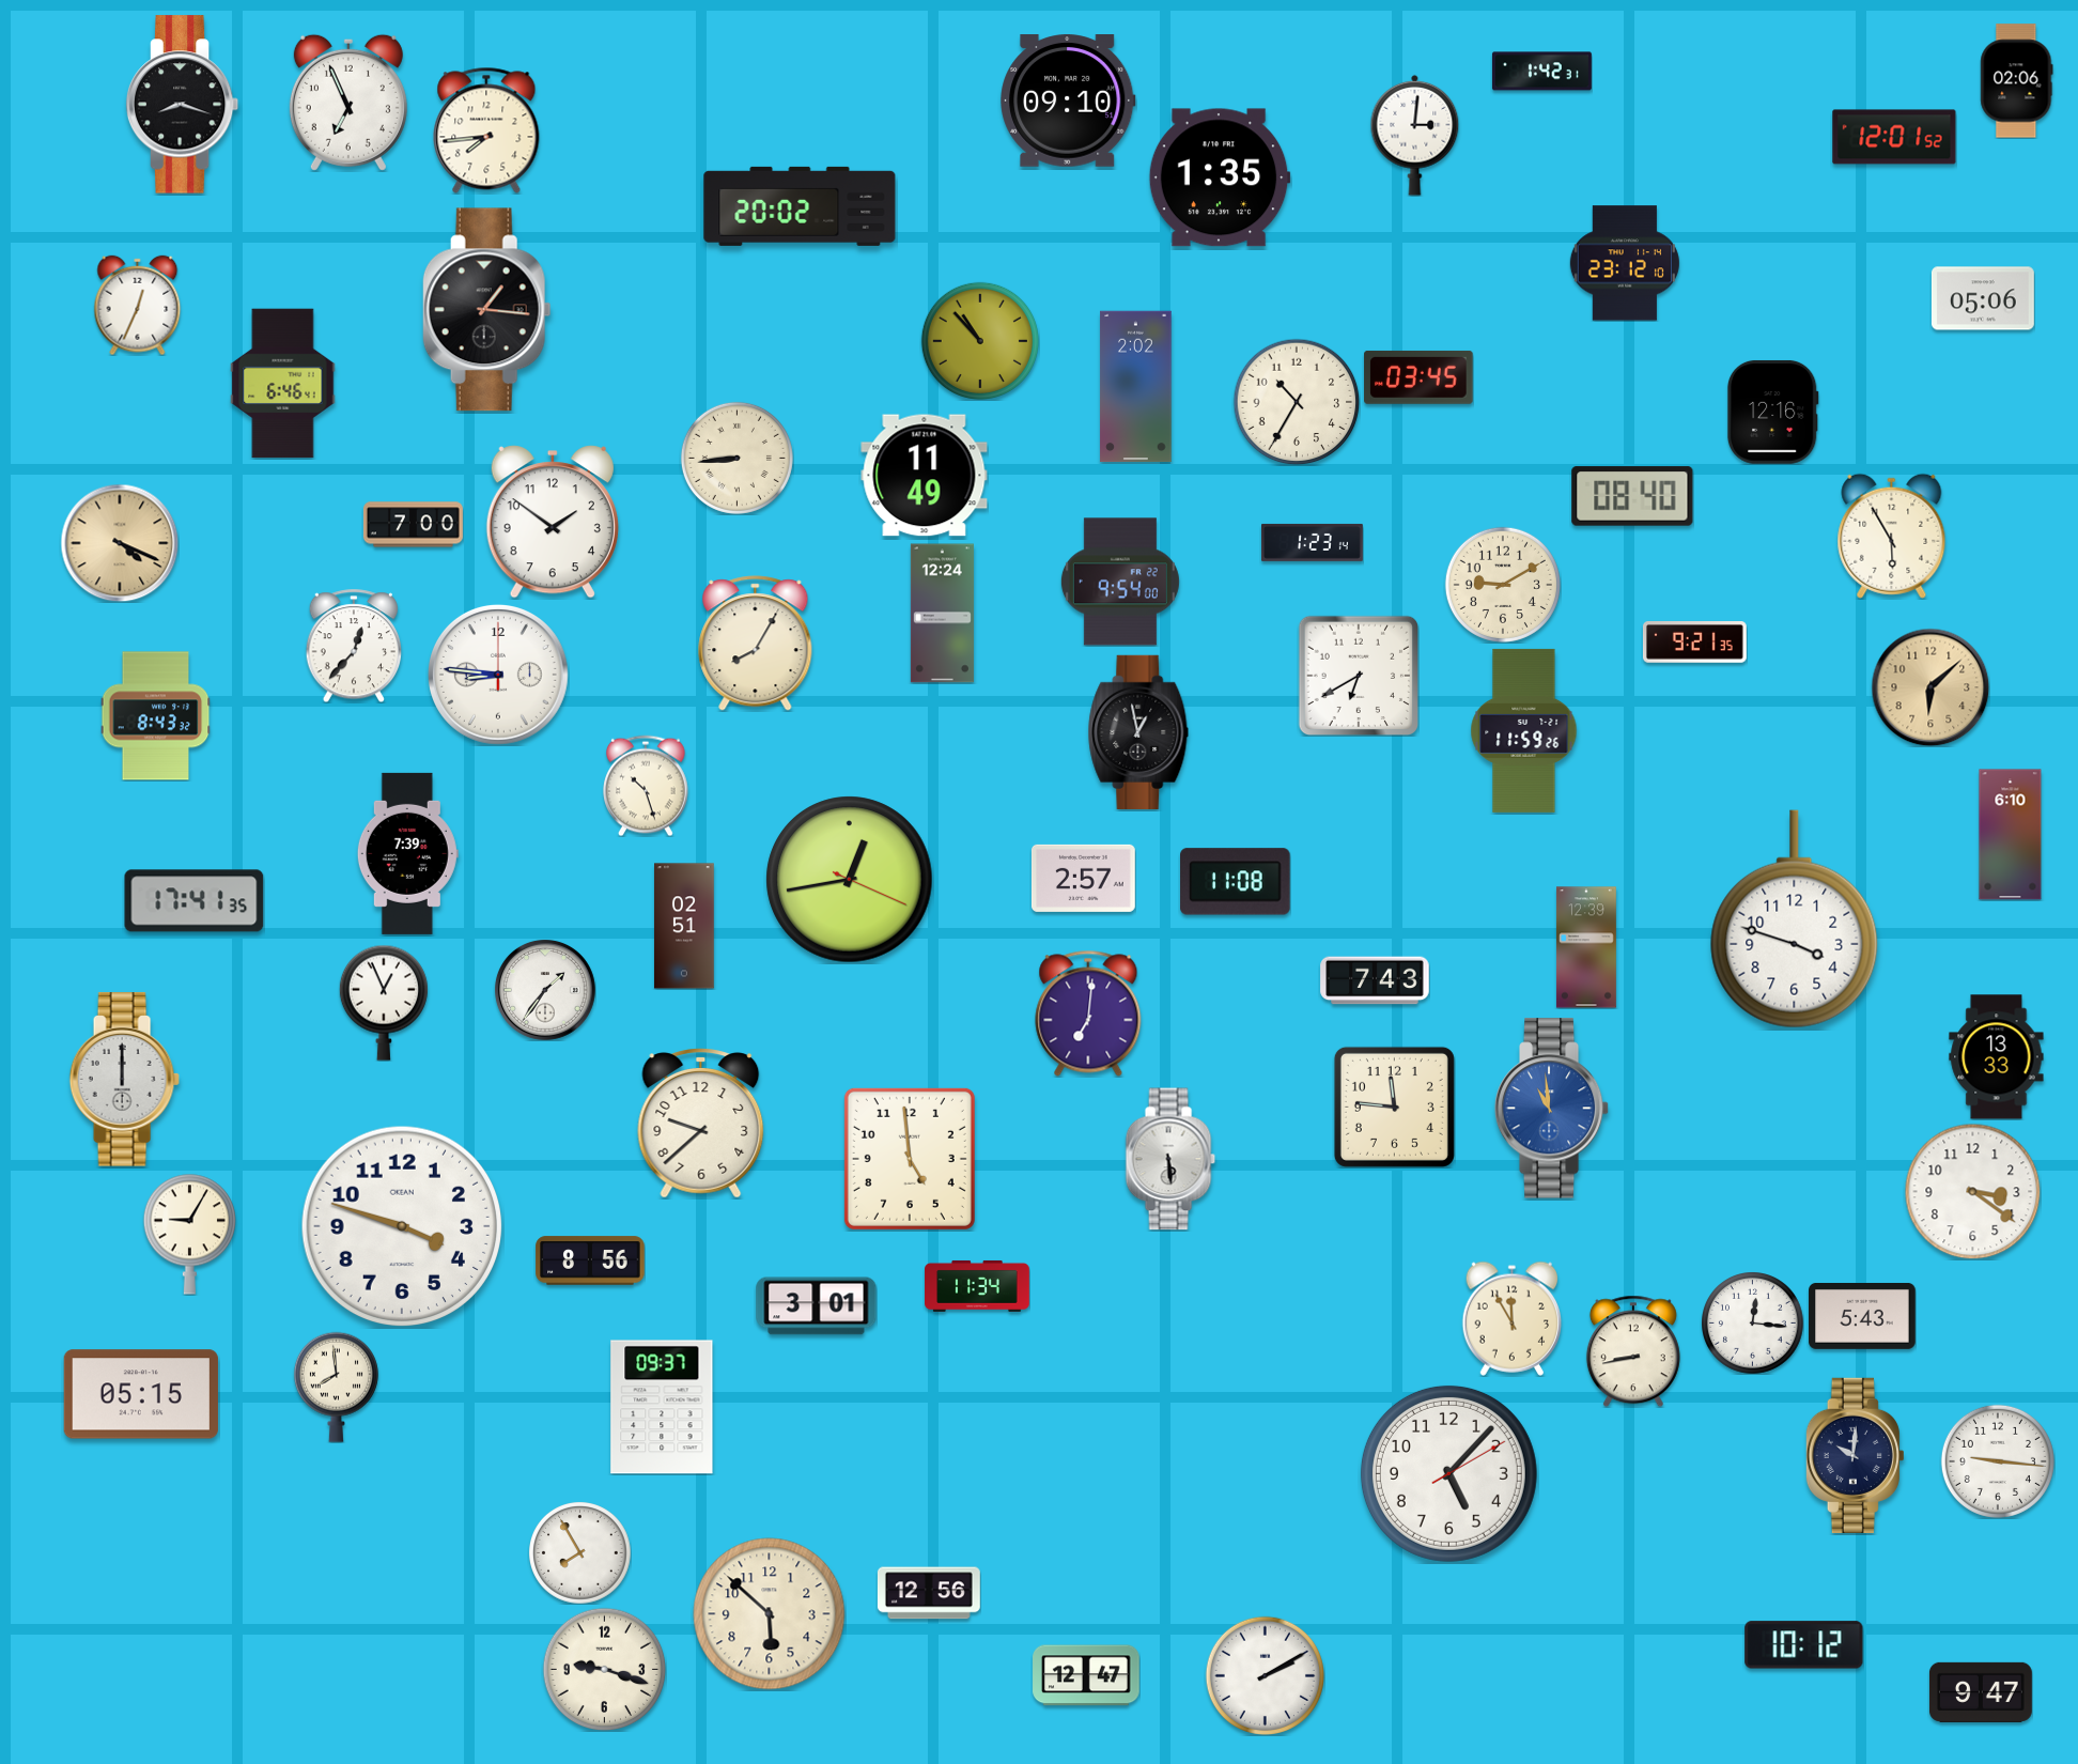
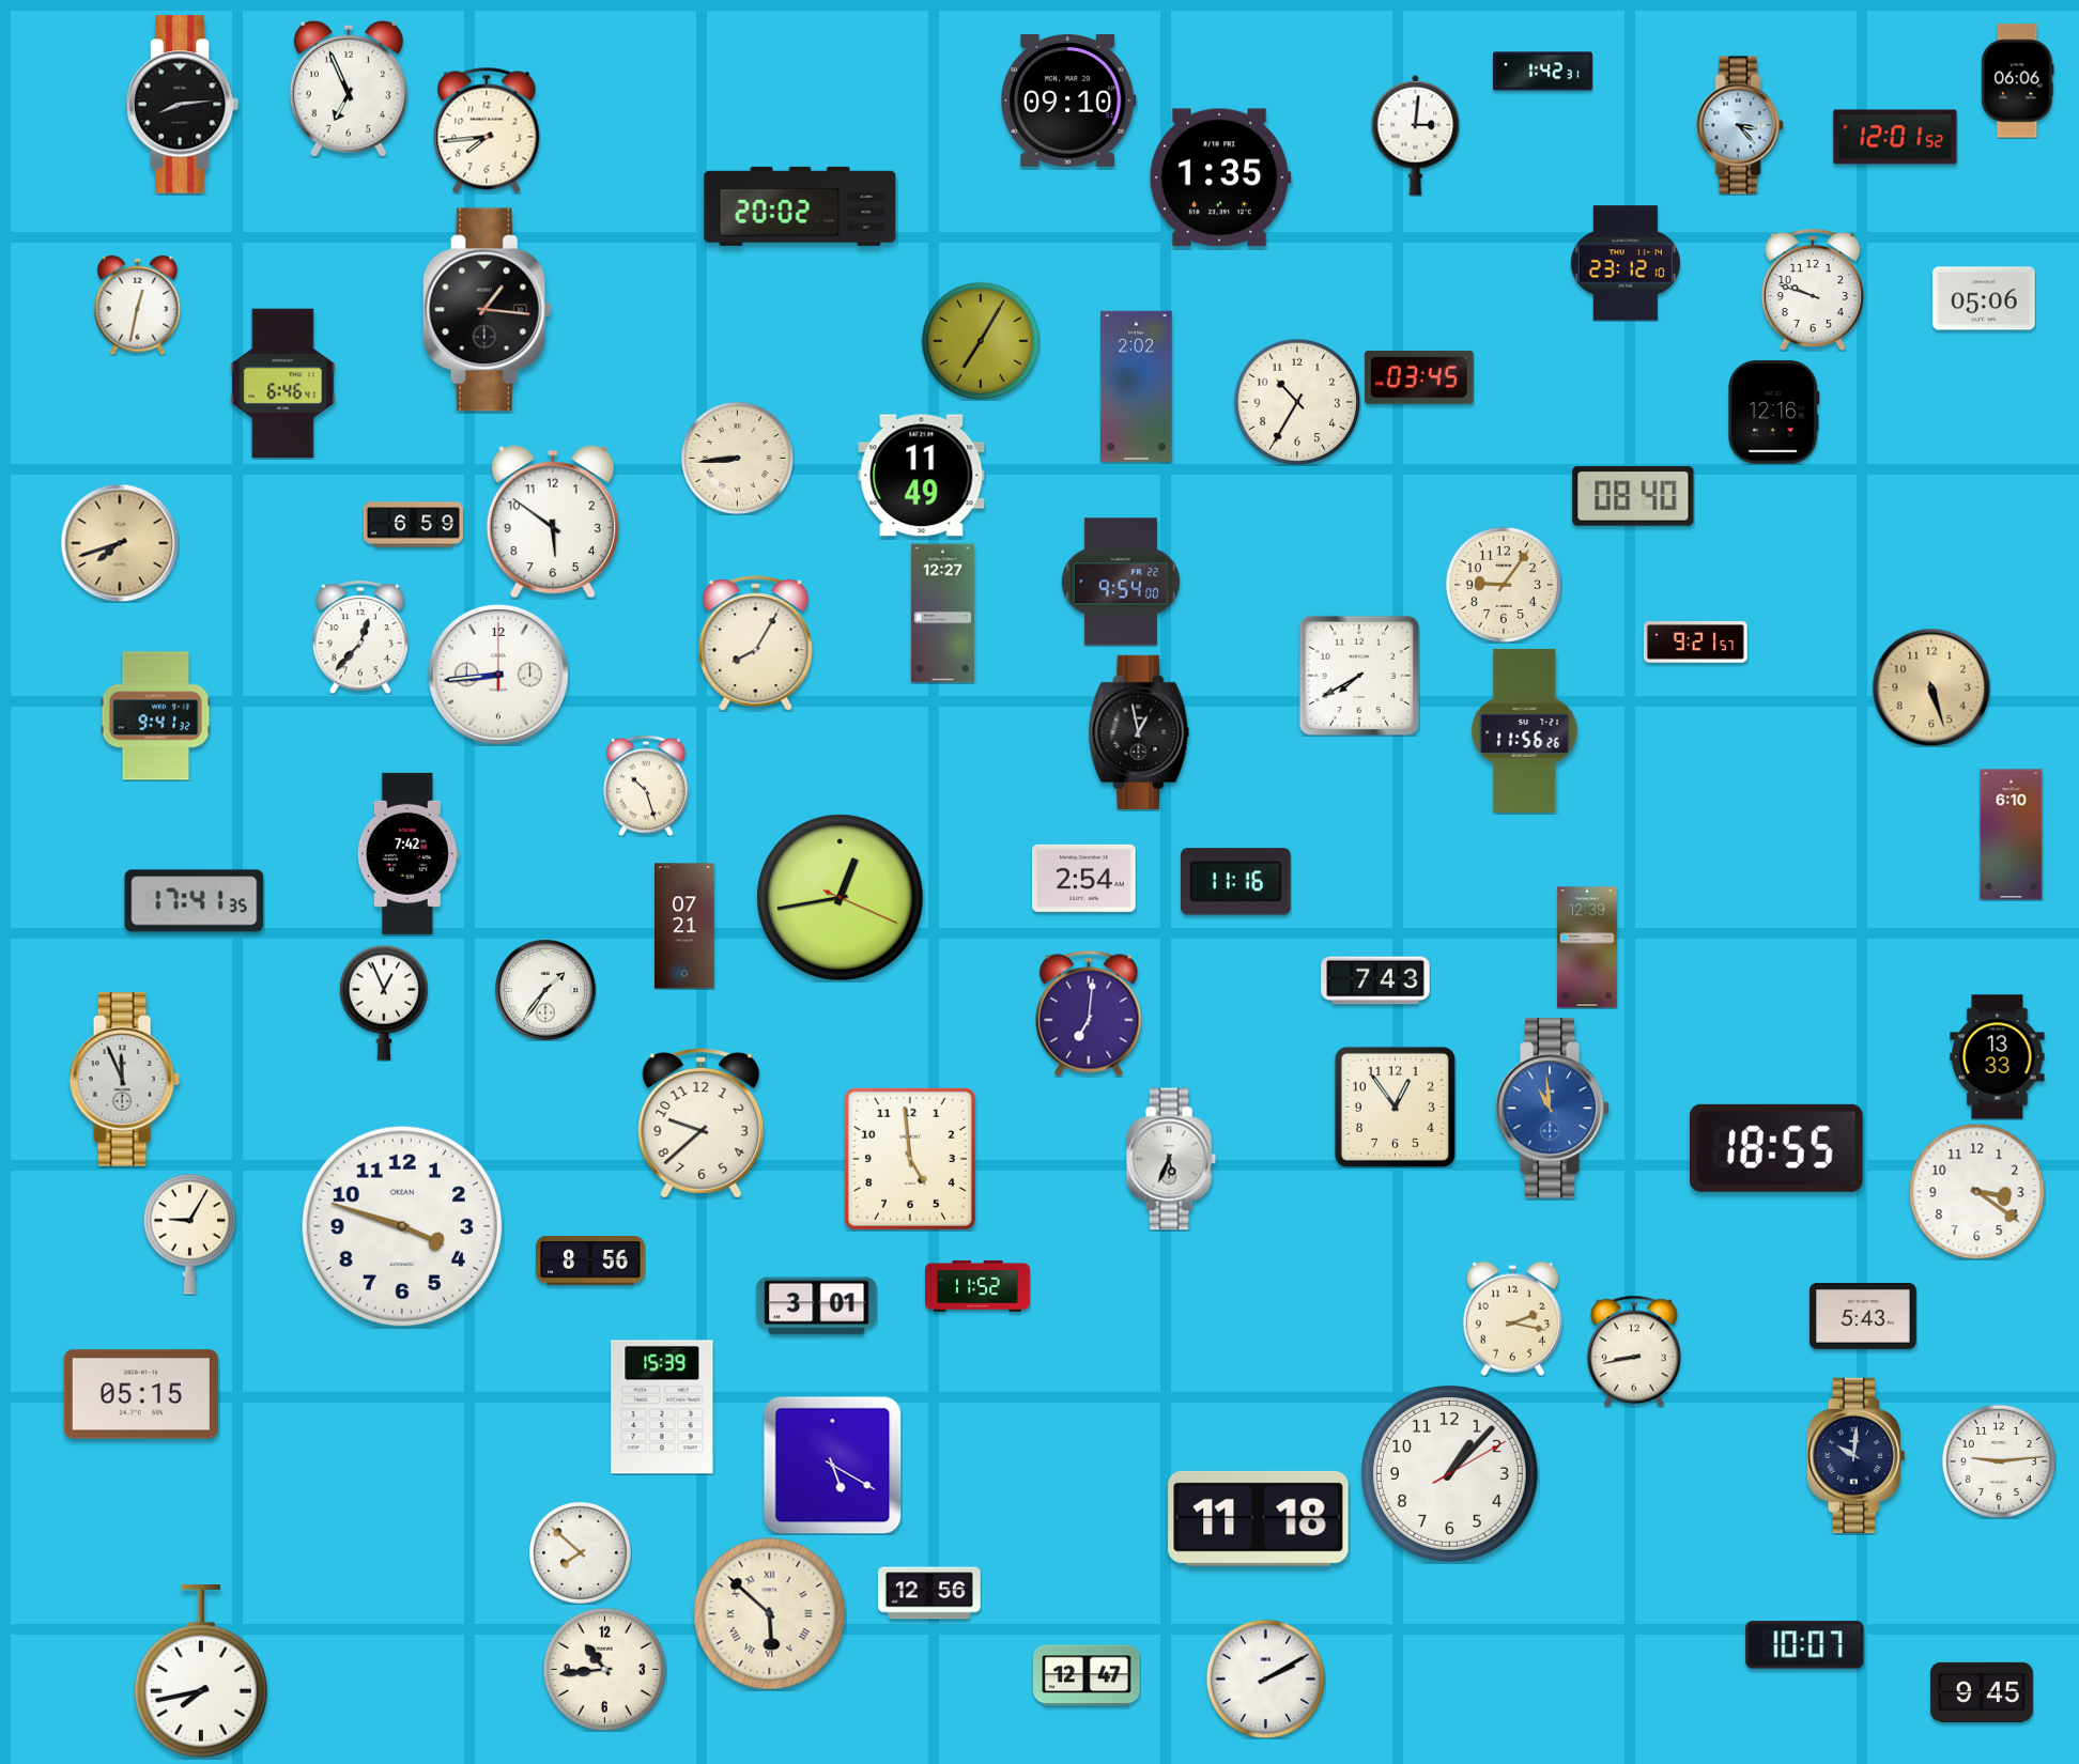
clock at (2017, 81): 02:06 -> 06:06
clock at (348, 103) position: (348, 103) -> (349, 89)
clock at (183, 105): 8:18 -> 8:14
clock at (1740, 125): none -> 3:23
clock at (1813, 290): none -> 9:48
clock at (138, 305): 12:34 -> 12:32
clock at (980, 341): 10:53 -> 7:05
clock at (925, 476) position: (925, 476) -> (922, 476)
clock at (553, 522): 1:51 -> 5:51
clock at (413, 525): 7:00 -> 6:59
clock at (1892, 536): 5:55 -> none
clock at (1312, 542): 1:23 -> none
clock at (120, 543): 4:19 -> 7:42
clock at (1503, 585): 9:10 -> 9:06
clock at (942, 614): 12:24 -> 12:27
clock at (1694, 643): 9:21:35 -> 9:21:57
clock at (353, 646) position: (353, 646) -> (359, 637)
clock at (498, 675): 8:46 -> 8:44
clock at (1359, 676): 6:40 -> 7:40
clock at (1930, 687): 6:08 -> 5:27
clock at (156, 716): 8:43 -> 9:41
clock at (1524, 730): 11:59 -> 11:56
clock at (407, 853): 7:39 -> 7:42
clock at (1083, 878): 2:57 -> 2:54
clock at (850, 880) position: (850, 880) -> (841, 898)
clock at (1236, 882): 11:08 -> 11:16
clock at (1795, 919): 3:48 -> none
clock at (684, 926): 02:51 -> 07:21
clock at (124, 1080): 12:00 -> 11:56
clock at (1394, 1107): 11:46 -> 12:54
clock at (1776, 1148): none -> 18:55
clock at (1170, 1159): 5:29 -> 5:34
clock at (1972, 1191) position: (1972, 1191) -> (1976, 1191)
clock at (977, 1286): 11:34 -> 11:52
clock at (1511, 1318): 11:55 -> 2:17
clock at (1753, 1324): 12:16 -> none
clock at (336, 1387): 7:59 -> none
clock at (662, 1407): 09:37 -> 15:39
clock at (1998, 1461): 9:16 -> 9:14
clock at (833, 1466): none -> 5:20
clock at (1448, 1473): 5:07 -> 1:07
clock at (1259, 1518): none -> 11:18
clock at (580, 1553): 7:55 -> 7:52
clock at (770, 1614) numerals: Arabic -> Roman
clock at (1804, 1645): 10:12 -> 10:07
clock at (604, 1669): 9:18 -> 10:44
clock at (201, 1672): none -> 7:43
clock at (1265, 1675) position: (1265, 1675) -> (1265, 1678)
clock at (1981, 1692): 9:47 -> 9:45
